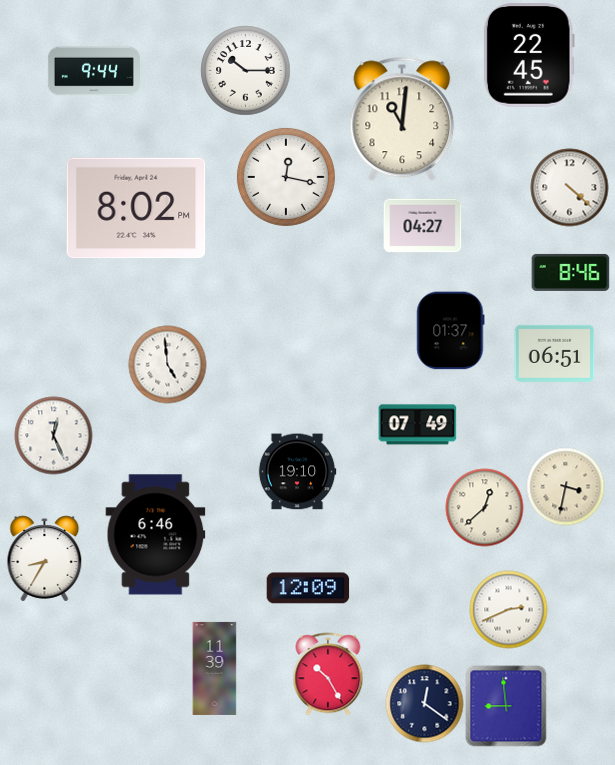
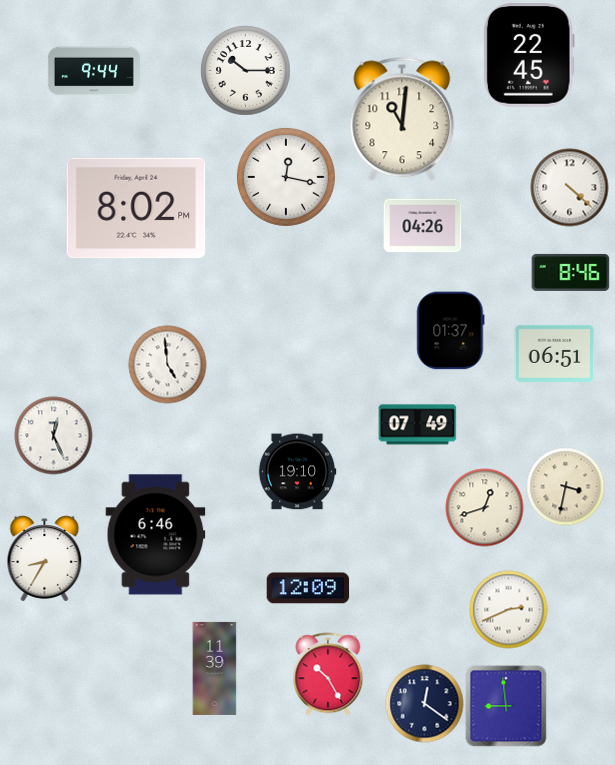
clock at (422, 226): 04:27 -> 04:26
clock at (484, 507): 12:38 -> 12:42
